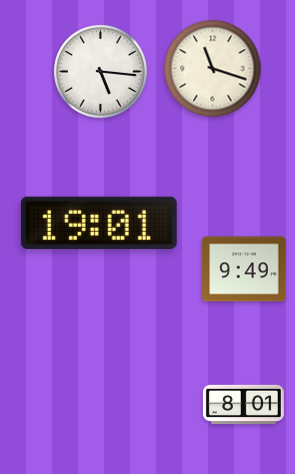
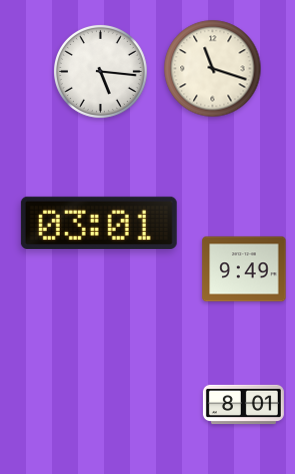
clock at (99, 223): 19:01 -> 03:01
